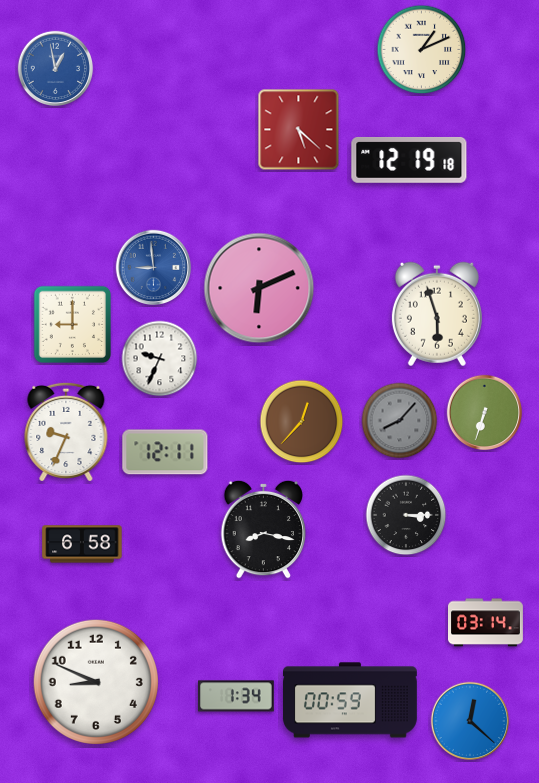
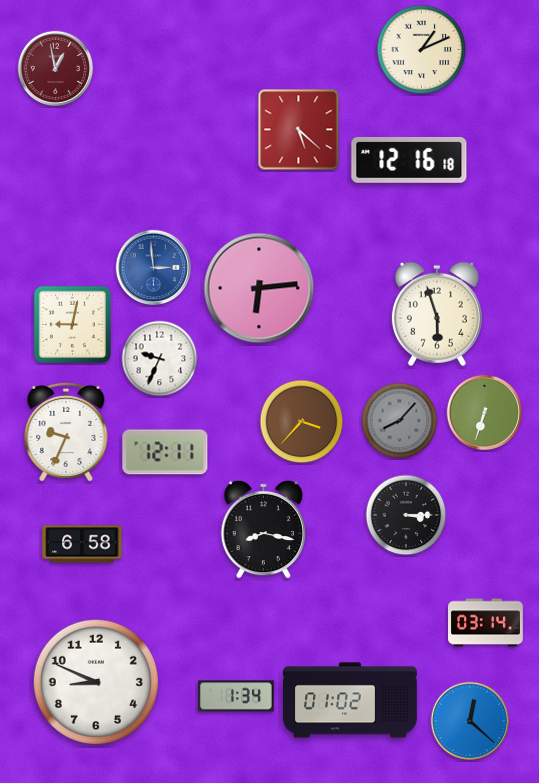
clock at (56, 69) dial: blue -> burgundy
clock at (409, 160): 12:19 -> 12:16
clock at (154, 268): 8:59 -> 2:59
clock at (259, 288): 6:11 -> 6:14
clock at (72, 324): 9:00 -> 9:02
clock at (302, 422): 12:37 -> 3:37
clock at (351, 700): 00:59 -> 01:02
